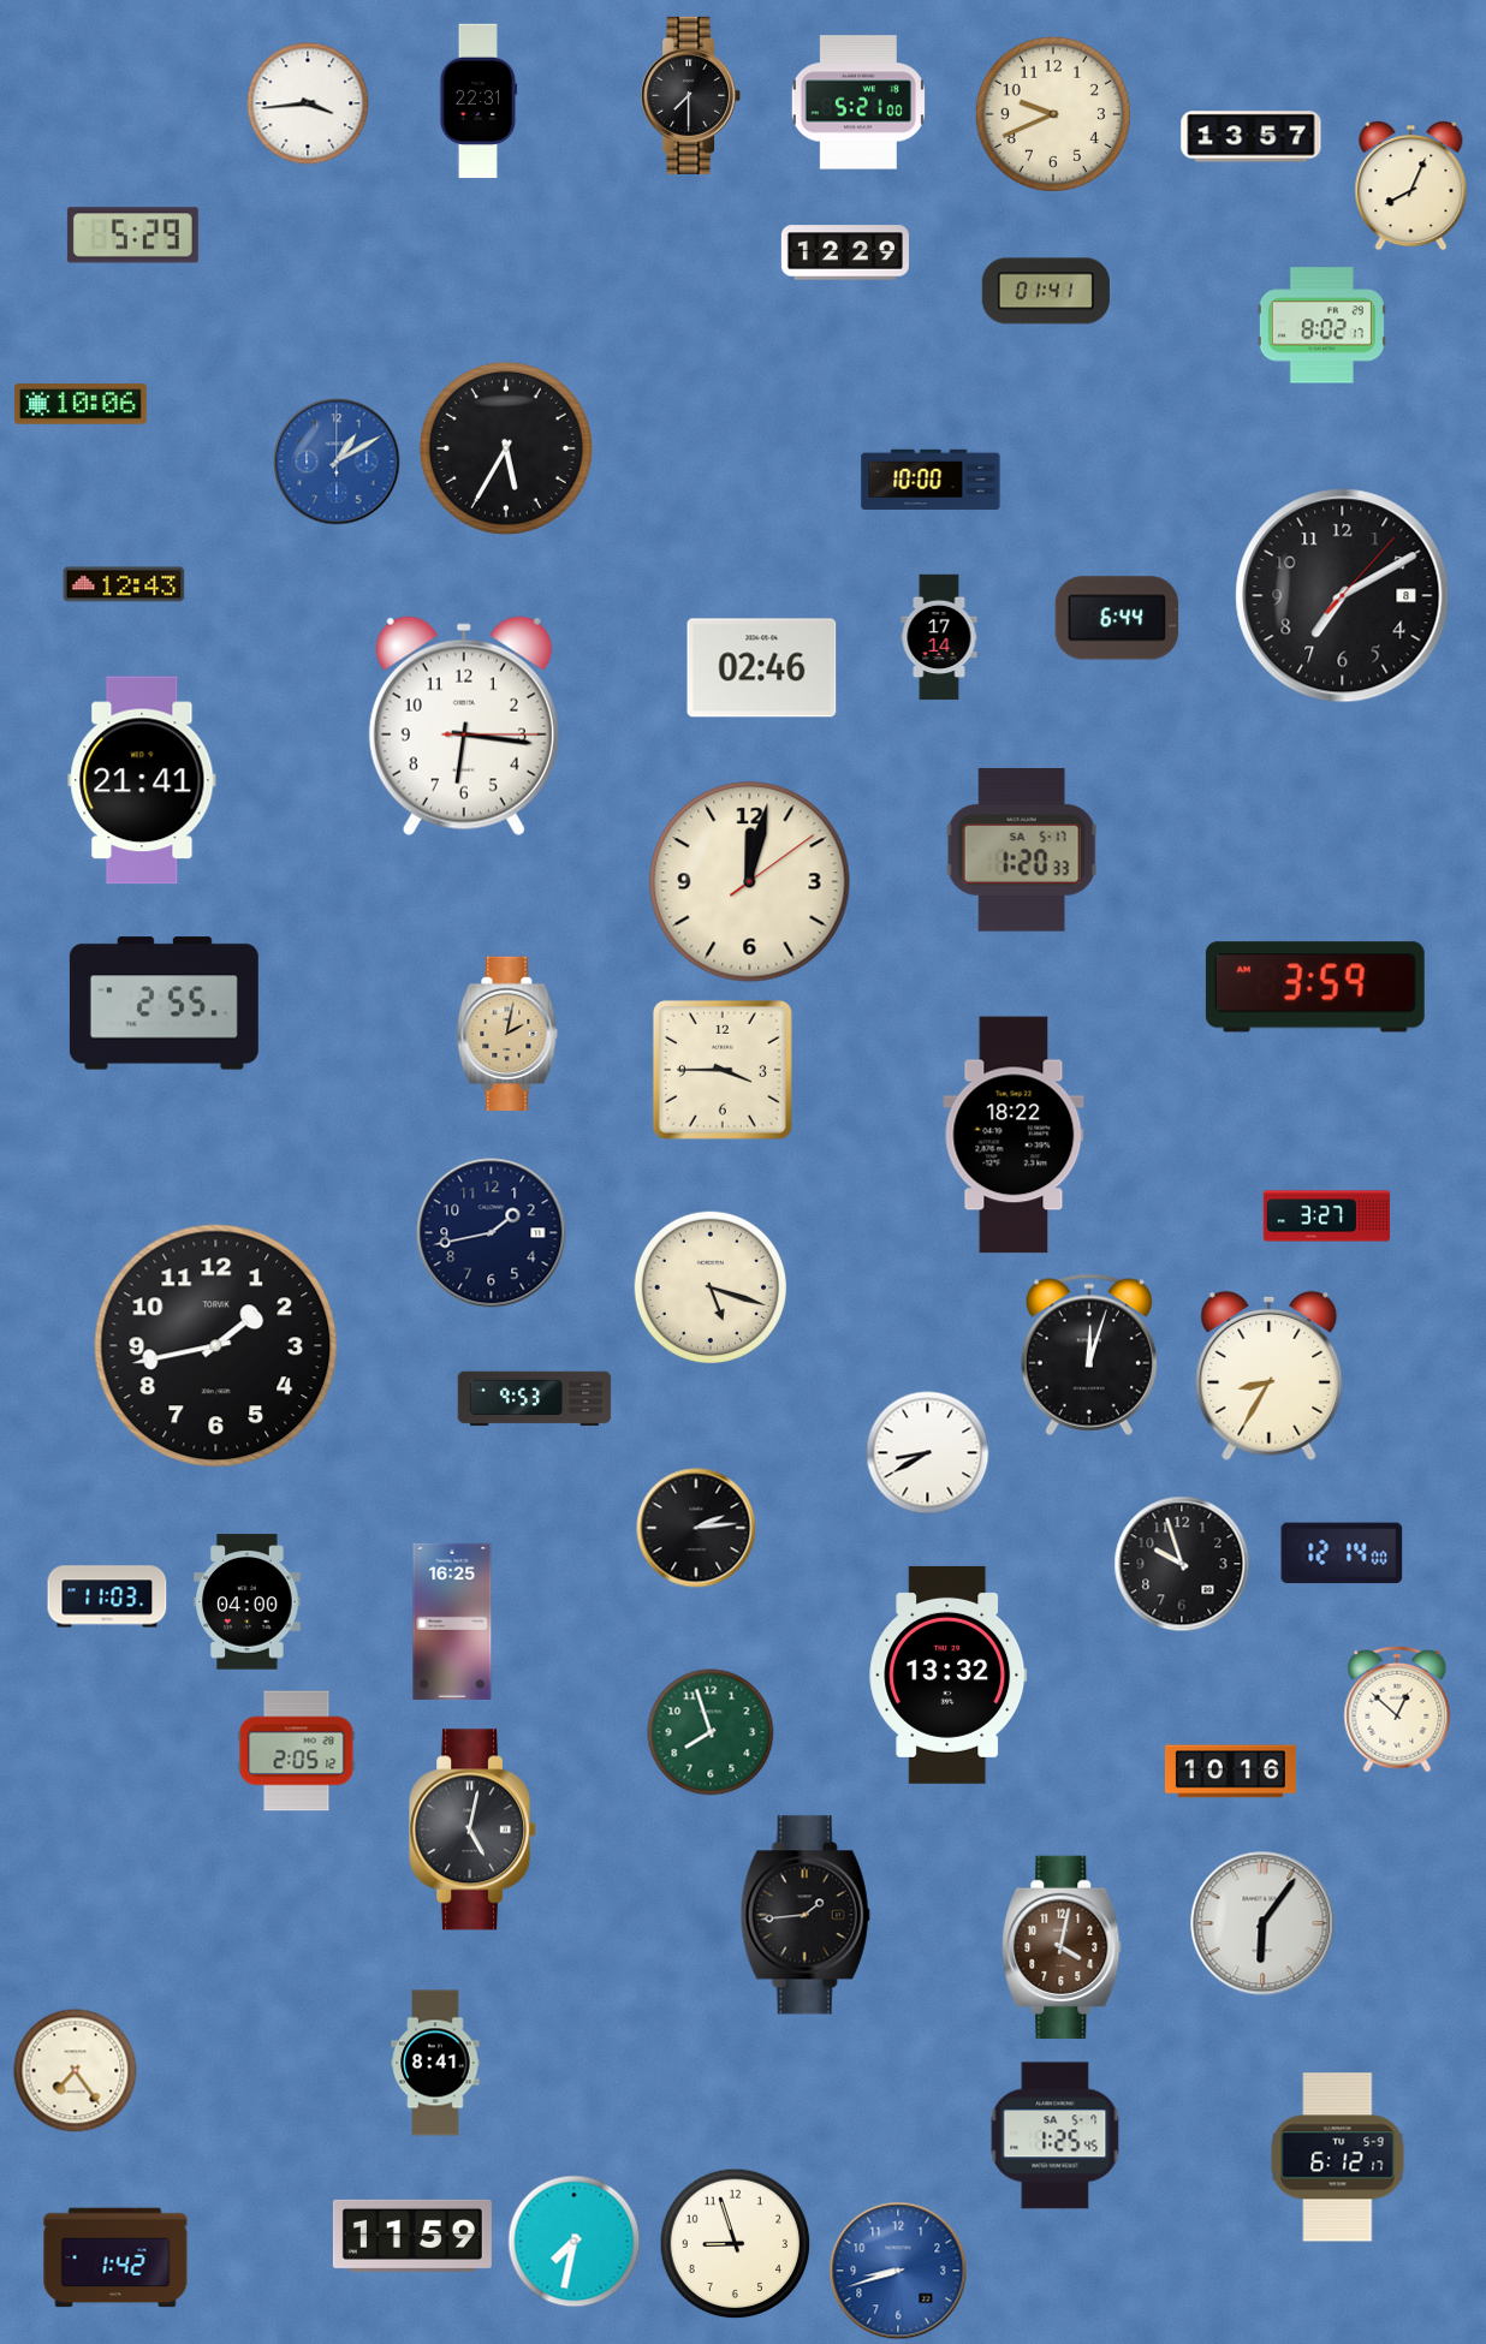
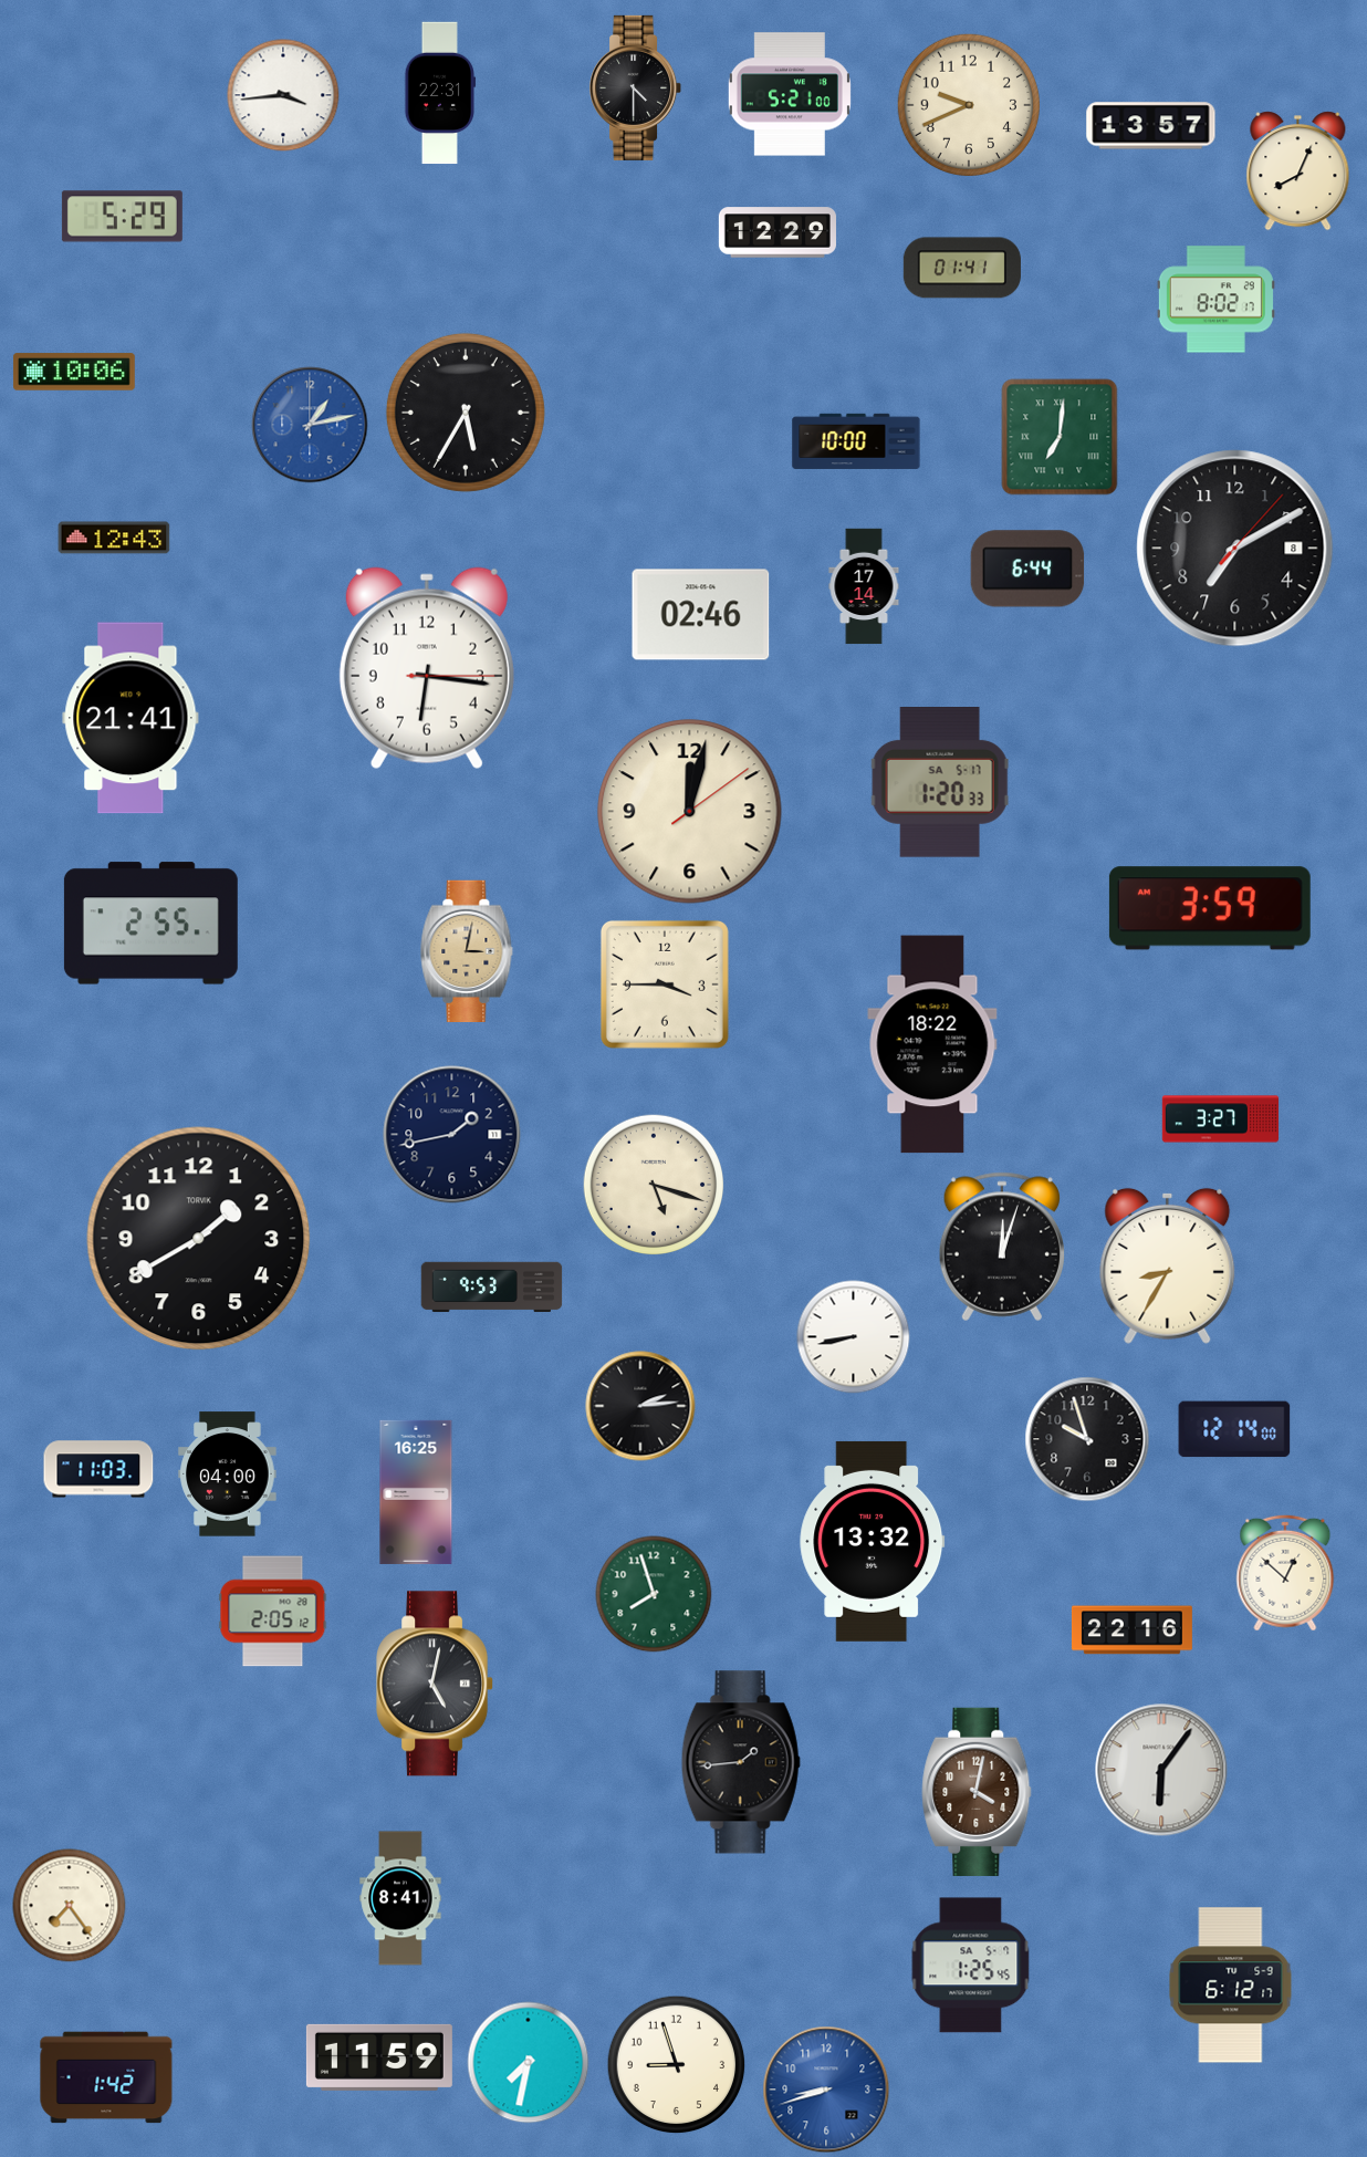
clock at (691, 95): 7:30 -> 4:30
clock at (337, 462): 1:10 -> 1:13
clock at (1060, 437): none -> 7:01
clock at (507, 1033): 2:02 -> 3:02
clock at (216, 1346): 1:43 -> 1:40
clock at (928, 1453): 8:40 -> 8:43
clock at (1230, 1772): 10:16 -> 22:16
